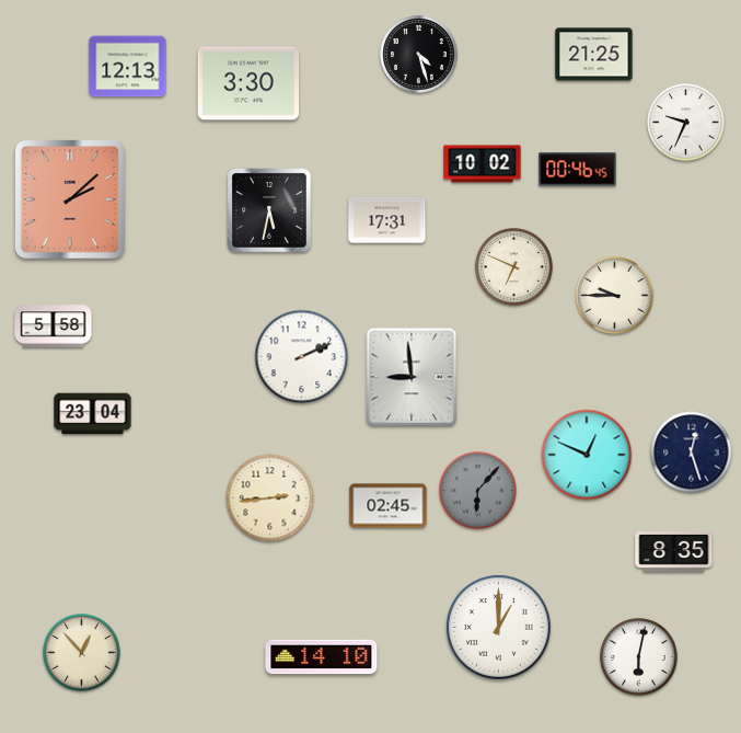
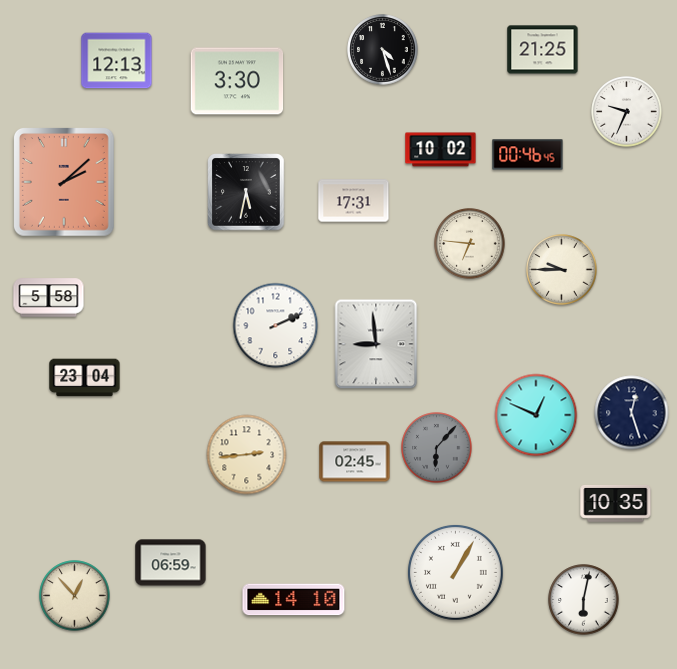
clock at (248, 83) position: (248, 83) -> (237, 81)
clock at (514, 267): 6:49 -> 6:46
clock at (674, 552): 8:35 -> 10:35
clock at (171, 563): none -> 06:59
clock at (498, 627): 1:00 -> 1:05
